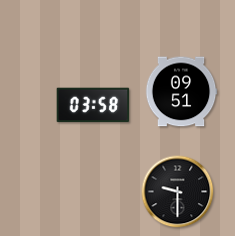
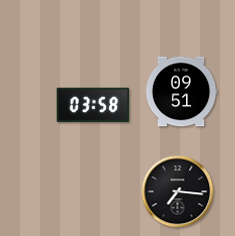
clock at (178, 192): 9:30 -> 7:16
